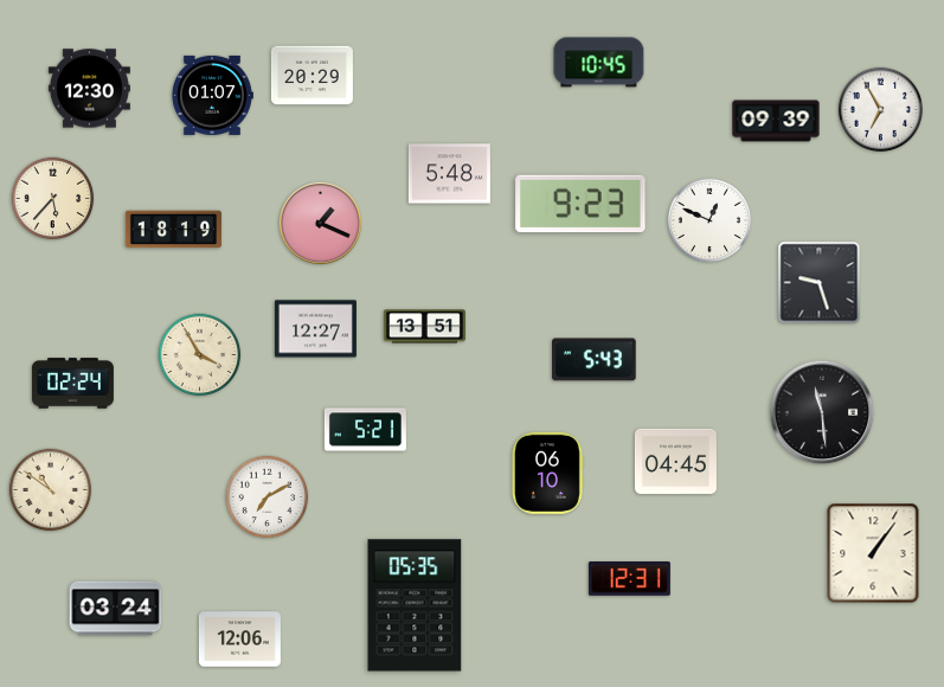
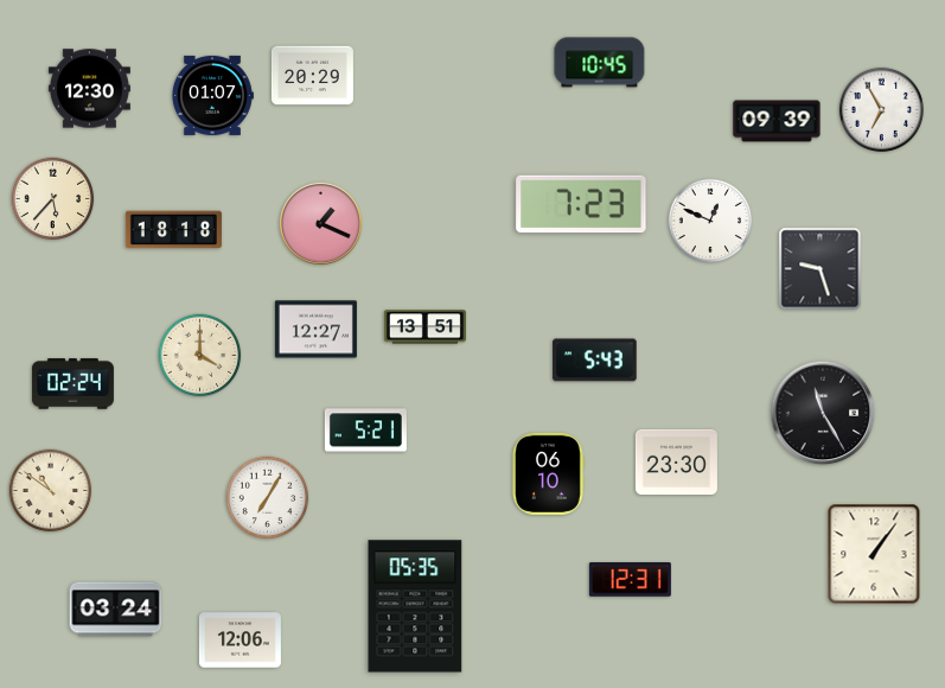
clock at (449, 174): 5:48 -> none
clock at (580, 204): 9:23 -> 7:23
clock at (173, 230): 18:19 -> 18:18
clock at (820, 283) position: (820, 283) -> (821, 269)
clock at (200, 355): 3:55 -> 4:00
clock at (822, 412): 11:29 -> 11:25
clock at (675, 461): 04:45 -> 23:30
clock at (268, 497): 7:10 -> 7:05
